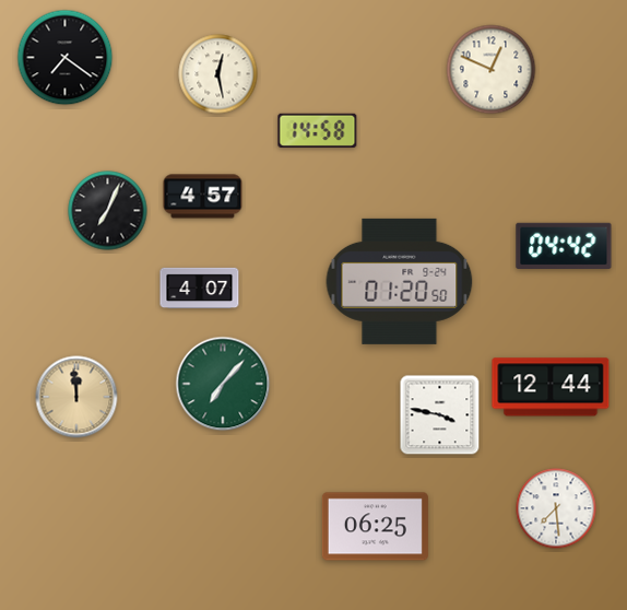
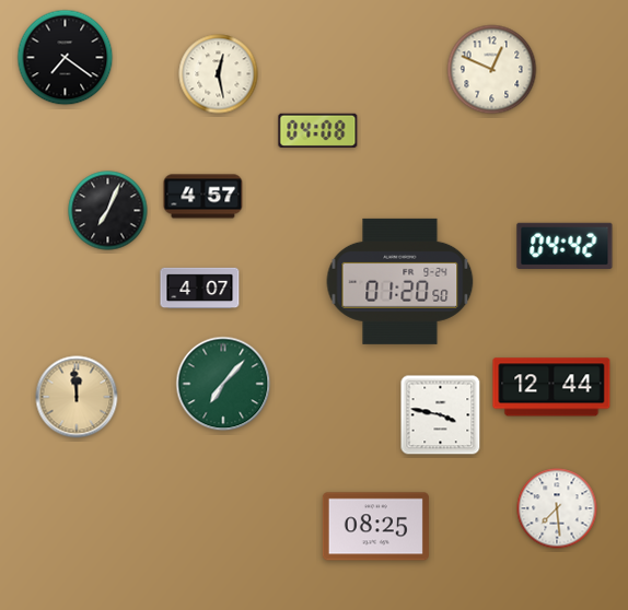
clock at (318, 130): 14:58 -> 04:08
clock at (375, 527): 06:25 -> 08:25
